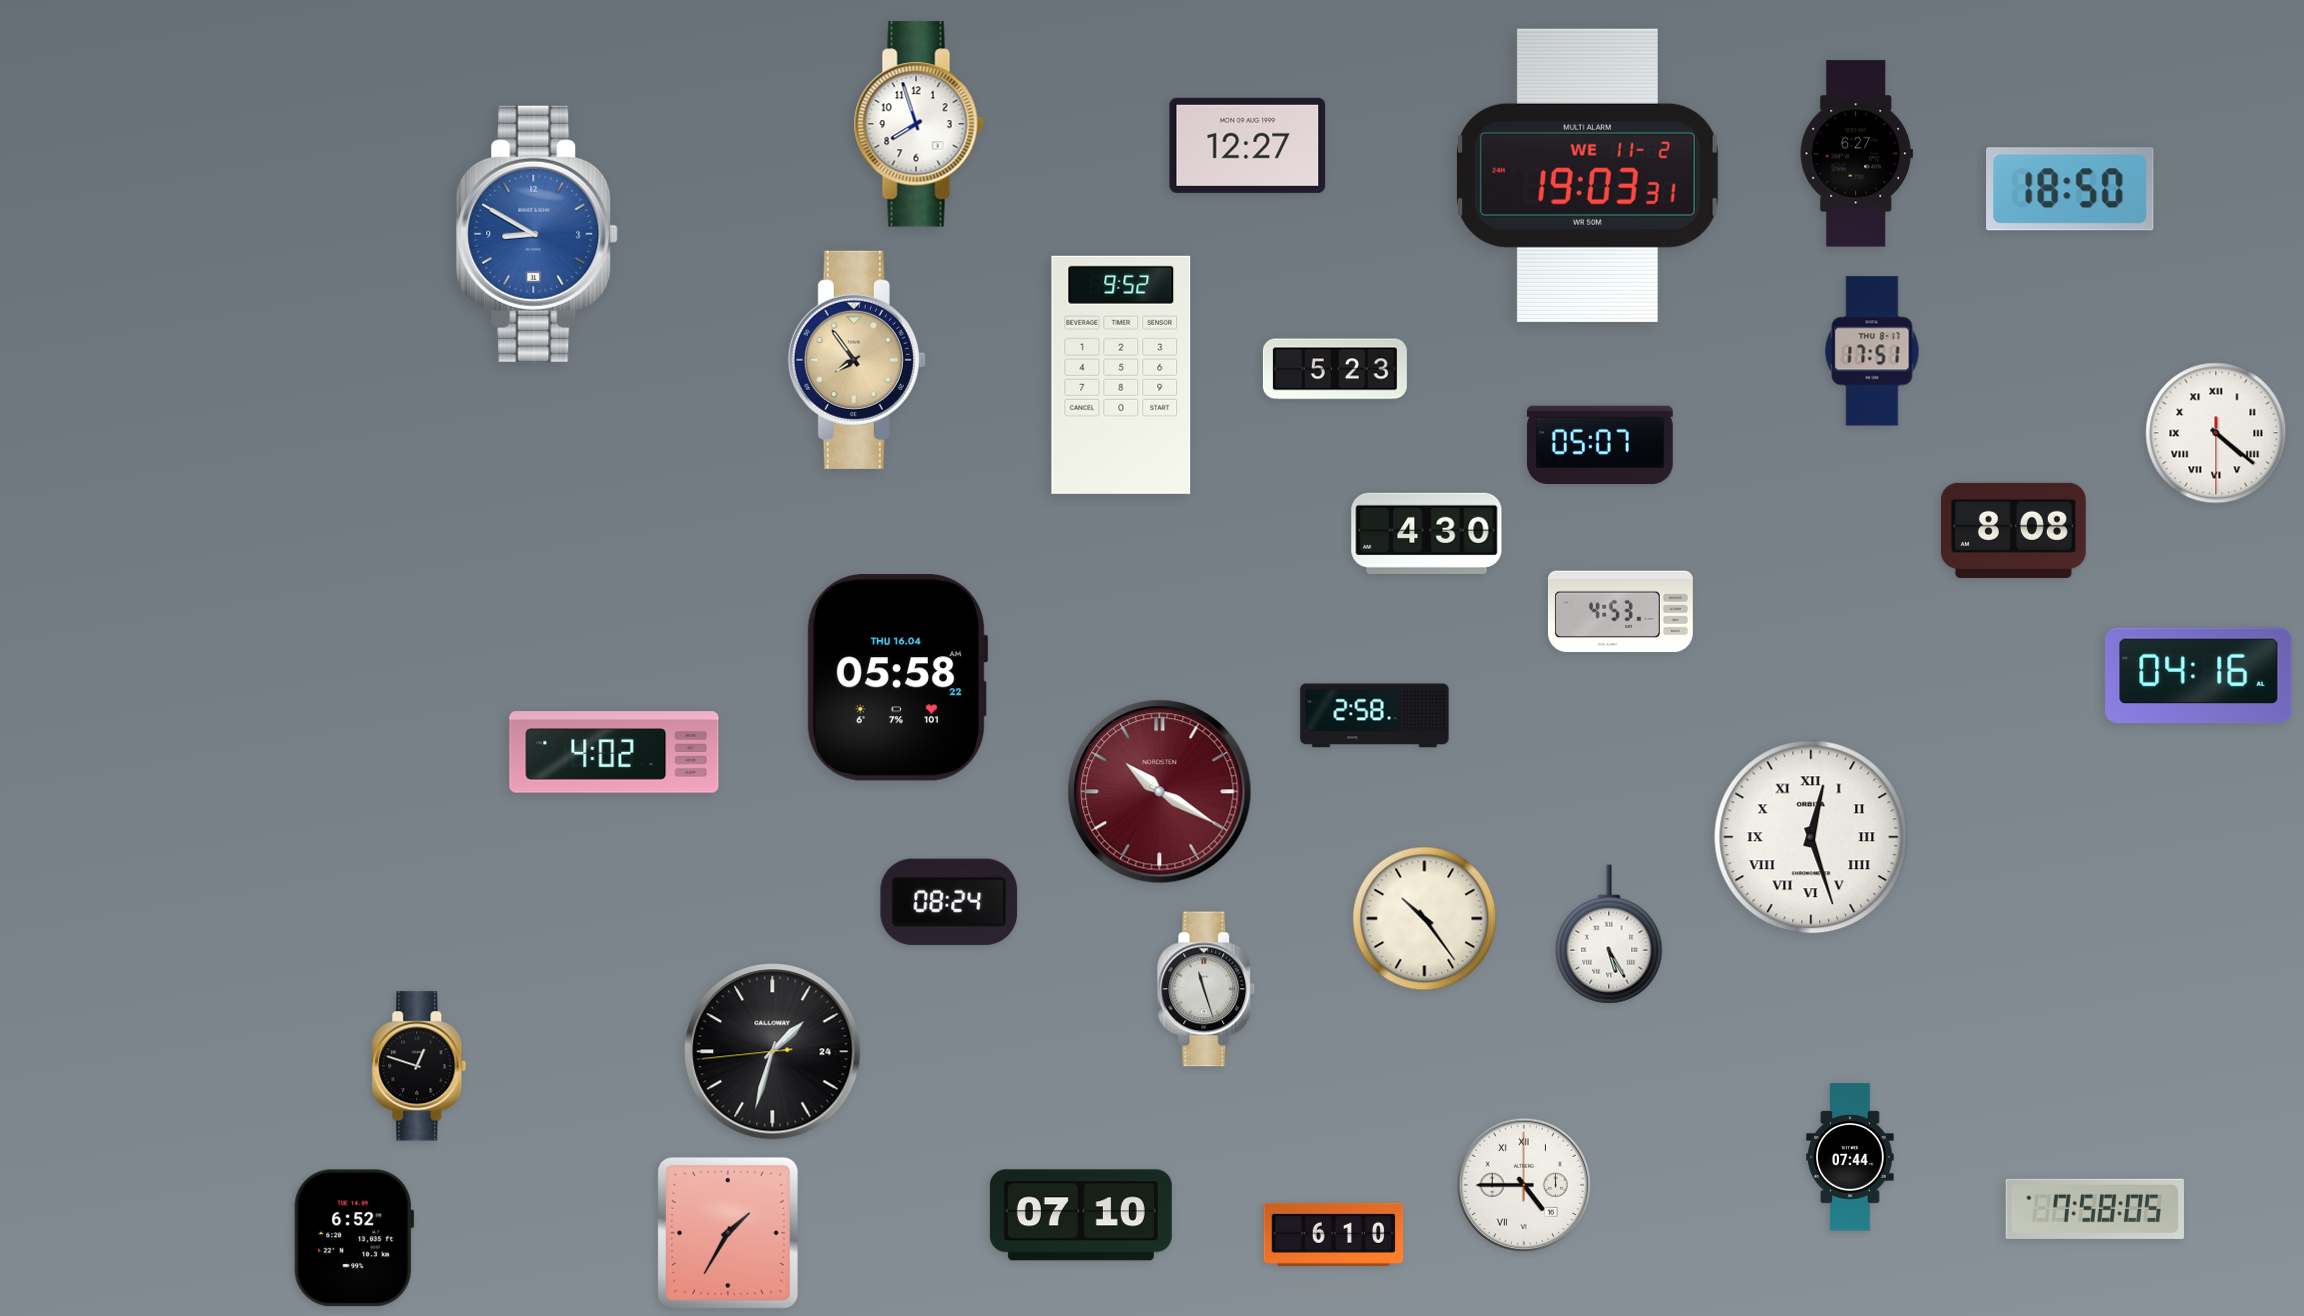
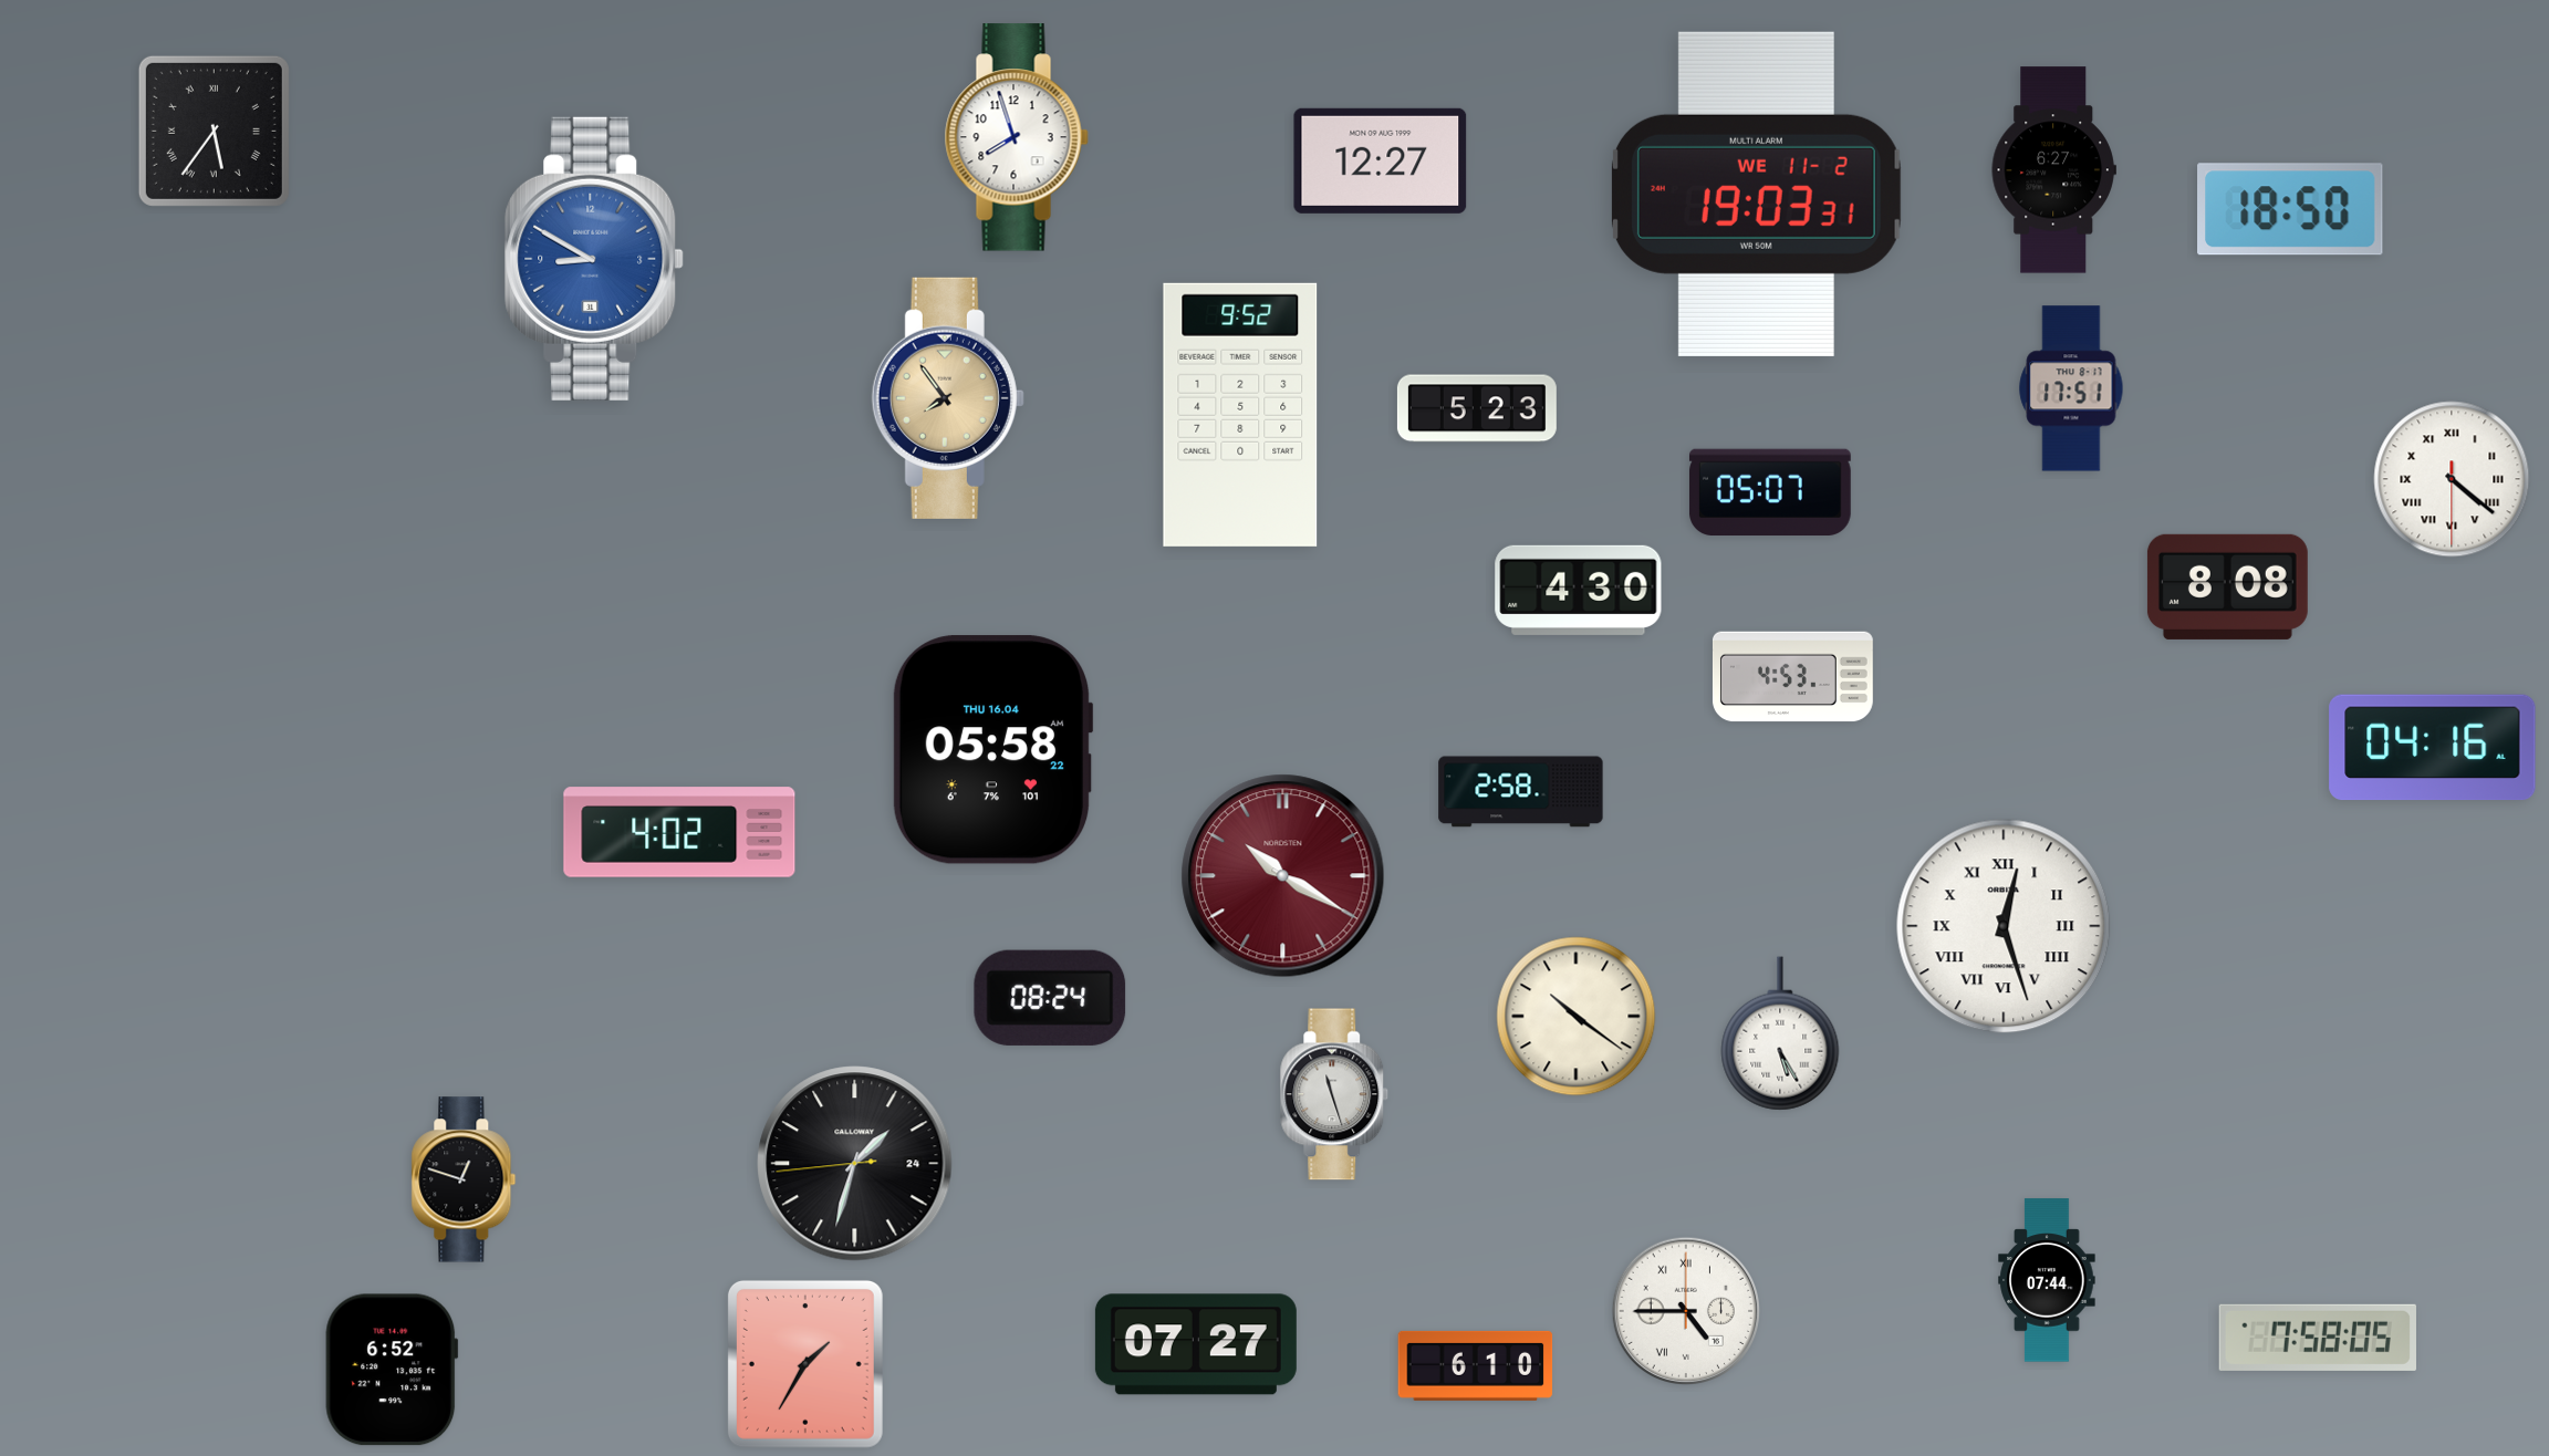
clock at (214, 131): none -> 5:36
clock at (1425, 919): 10:24 -> 10:21
clock at (1081, 1215): 07:10 -> 07:27
